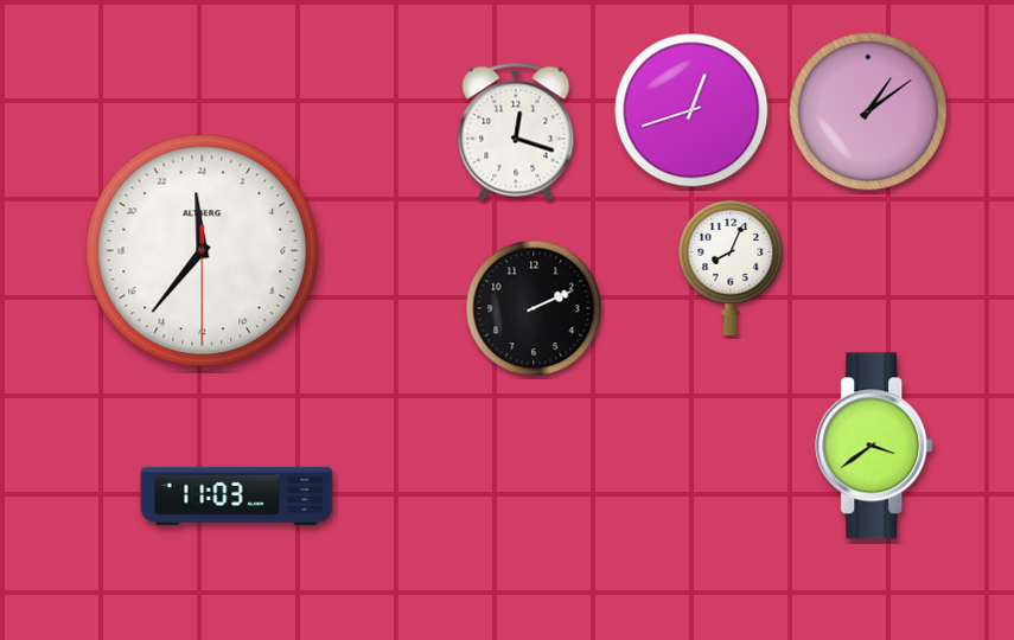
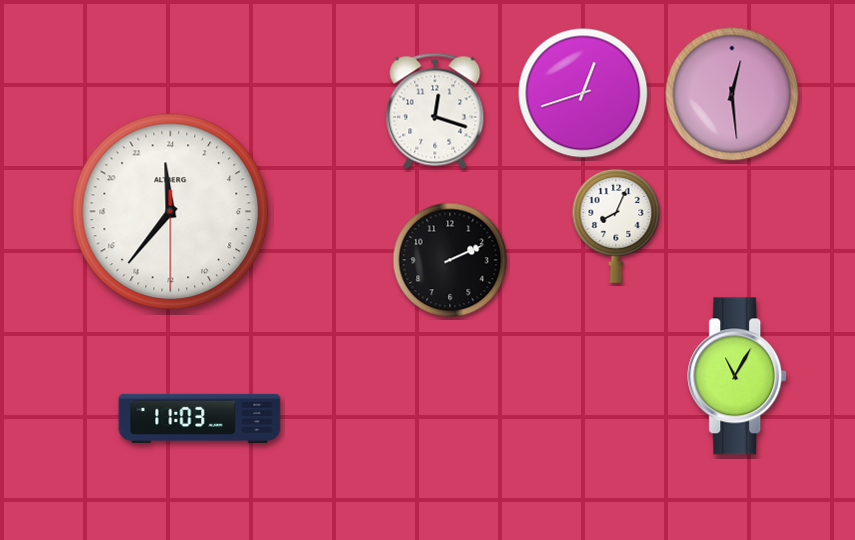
clock at (868, 111): 1:09 -> 12:29
clock at (875, 446): 3:39 -> 11:05
